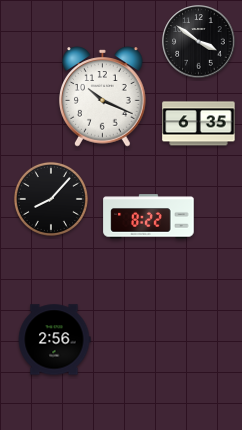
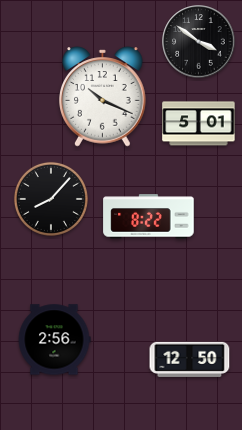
clock at (199, 124): 6:35 -> 5:01
clock at (190, 359): none -> 12:50
